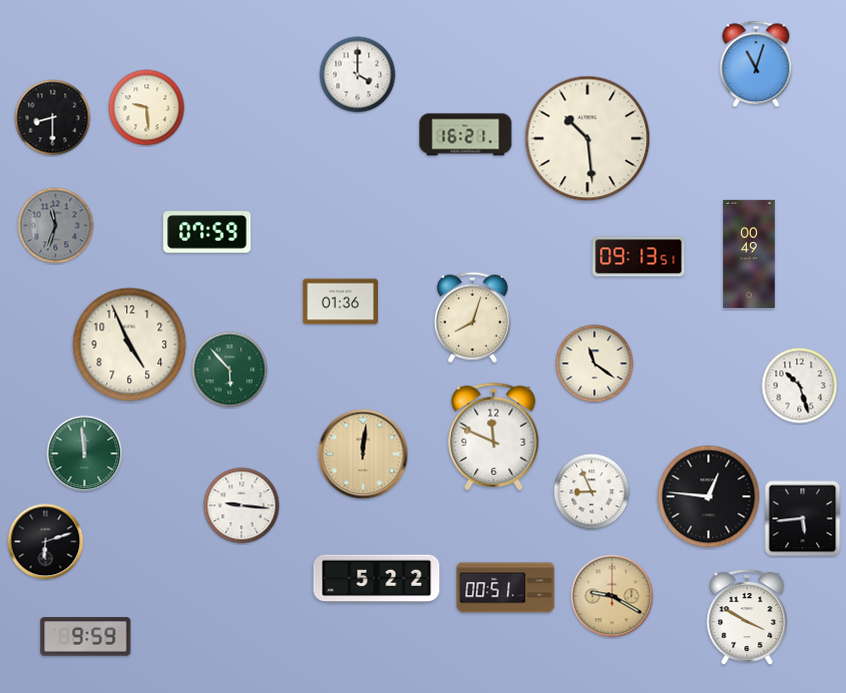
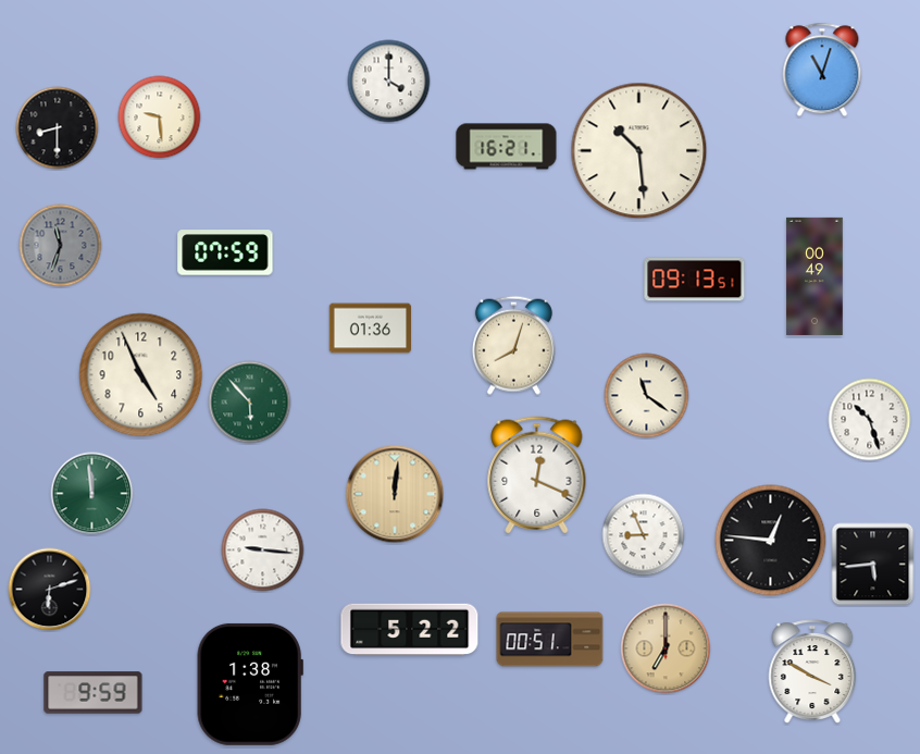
clock at (494, 437): 11:49 -> 12:19
clock at (612, 596): 9:20 -> 7:00
clock at (250, 684): none -> 1:38
